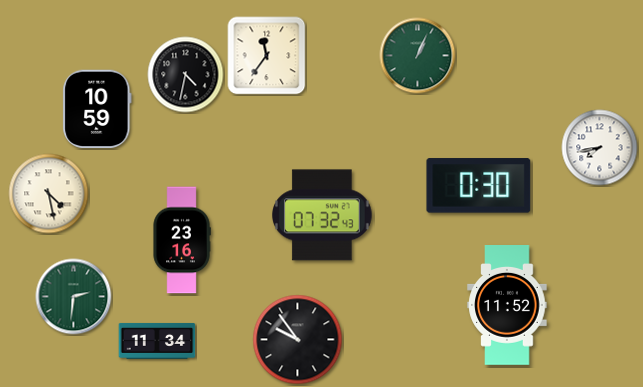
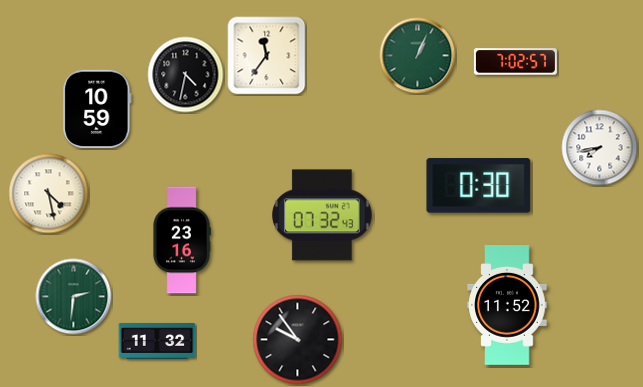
clock at (515, 62): none -> 7:02
clock at (157, 341): 11:34 -> 11:32
